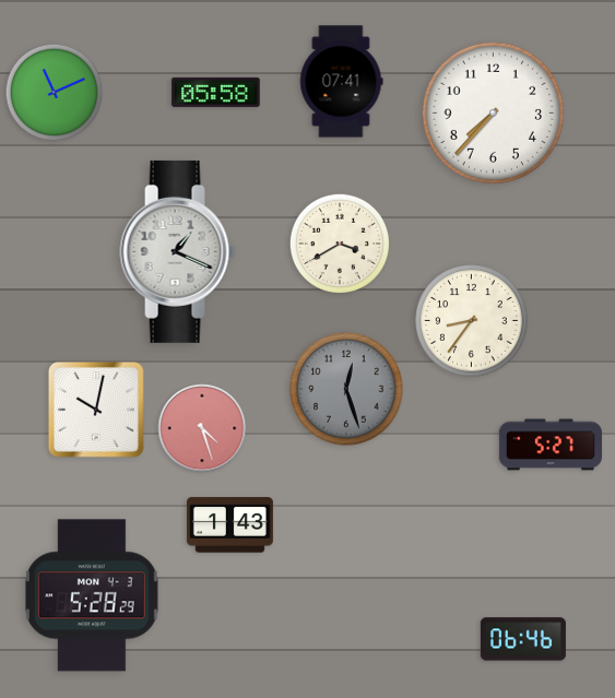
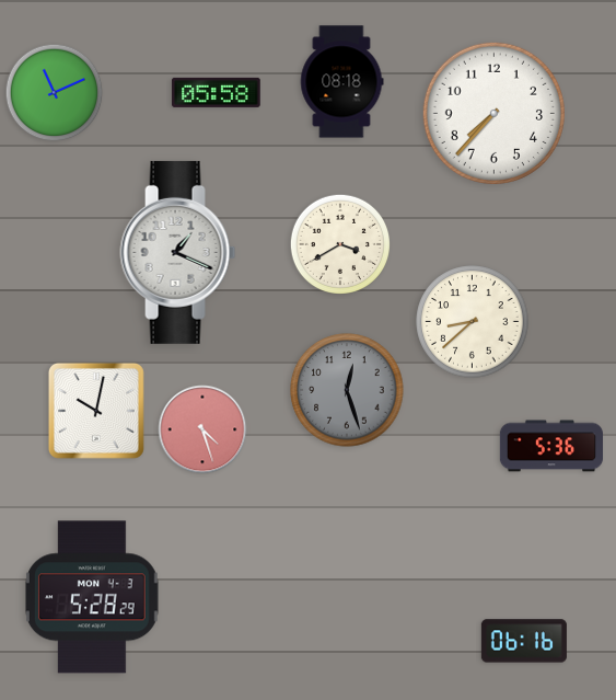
clock at (341, 82): 07:41 -> 08:18
clock at (472, 321): 8:36 -> 8:38
clock at (549, 445): 5:27 -> 5:36
clock at (229, 525): 1:43 -> none
clock at (523, 639): 06:46 -> 06:16
